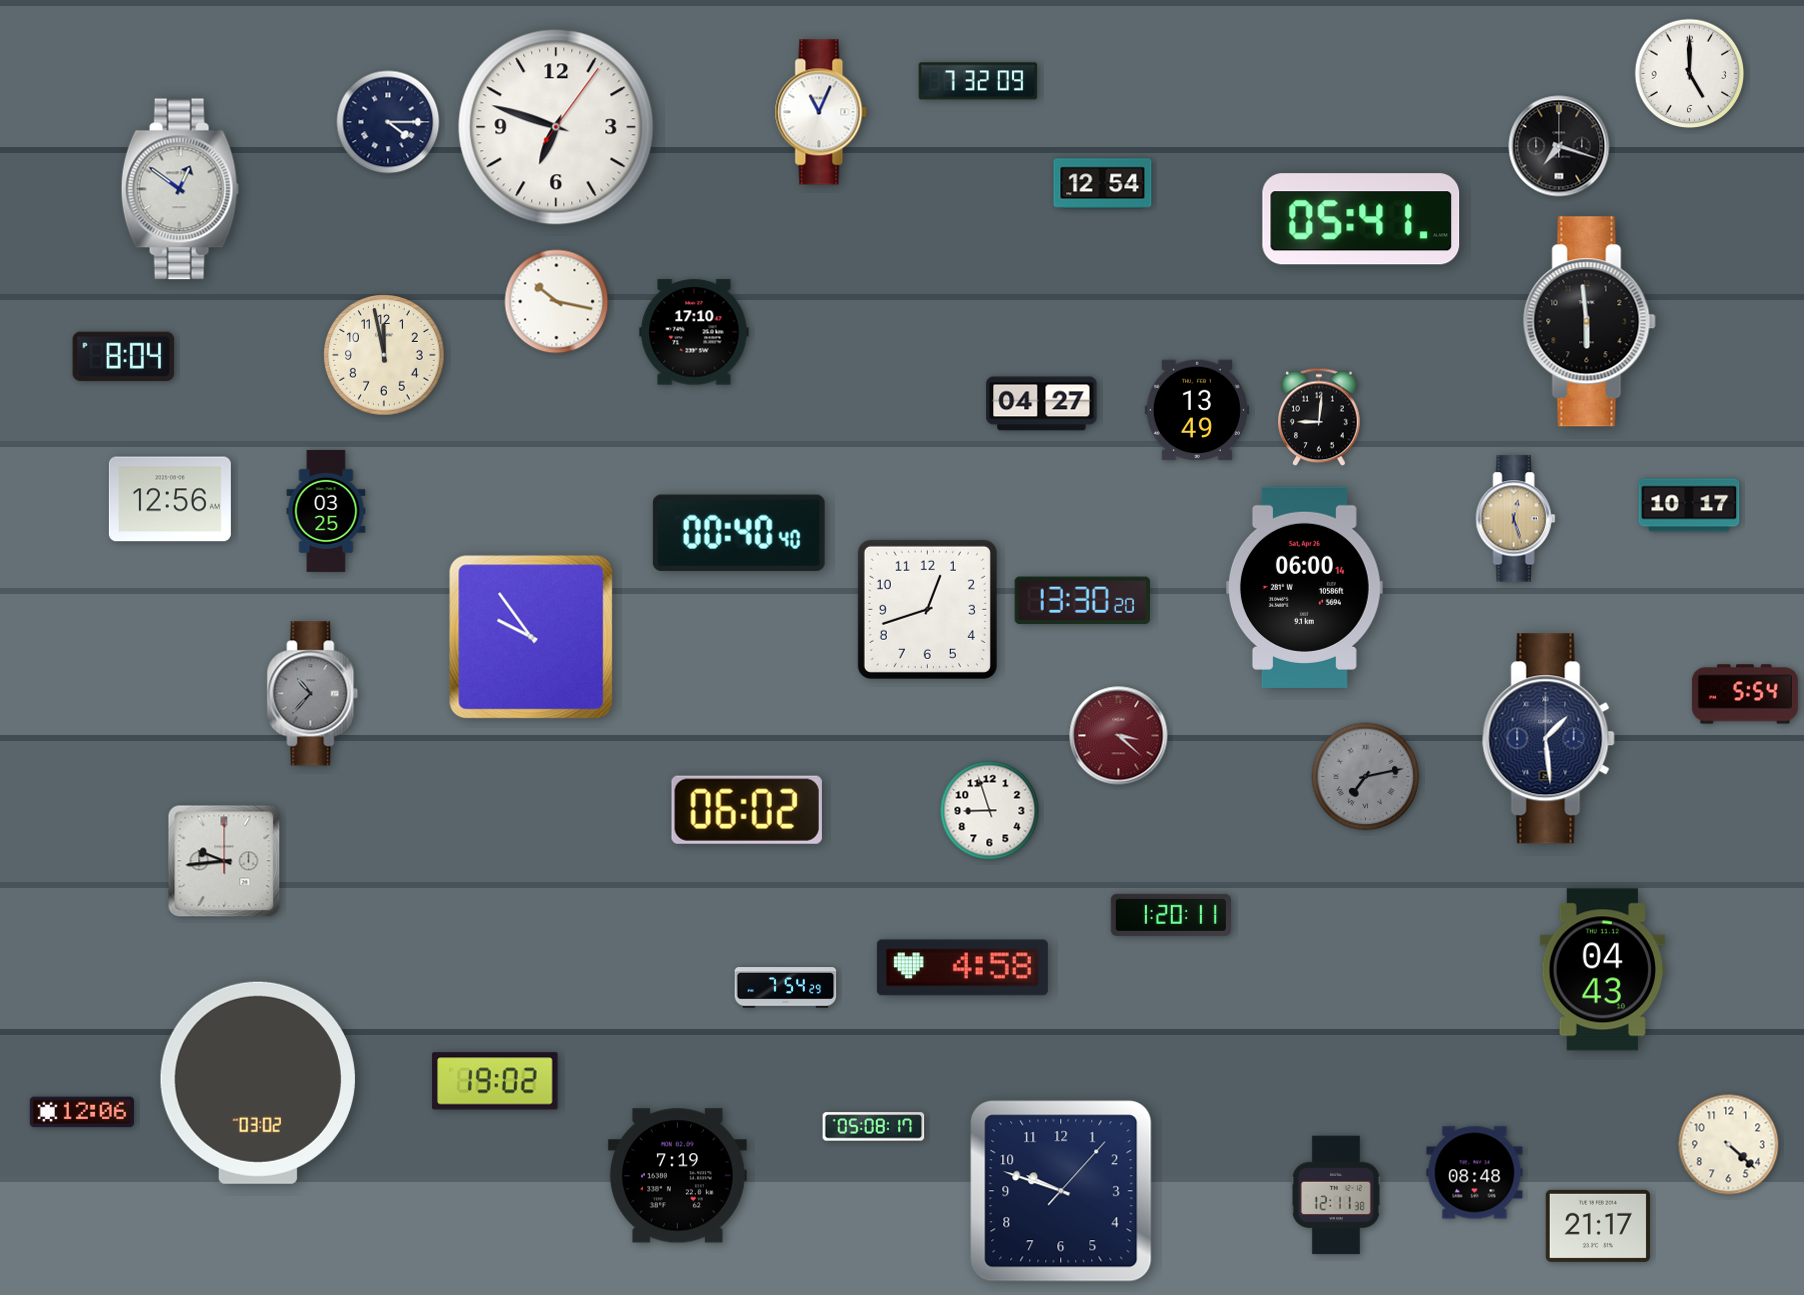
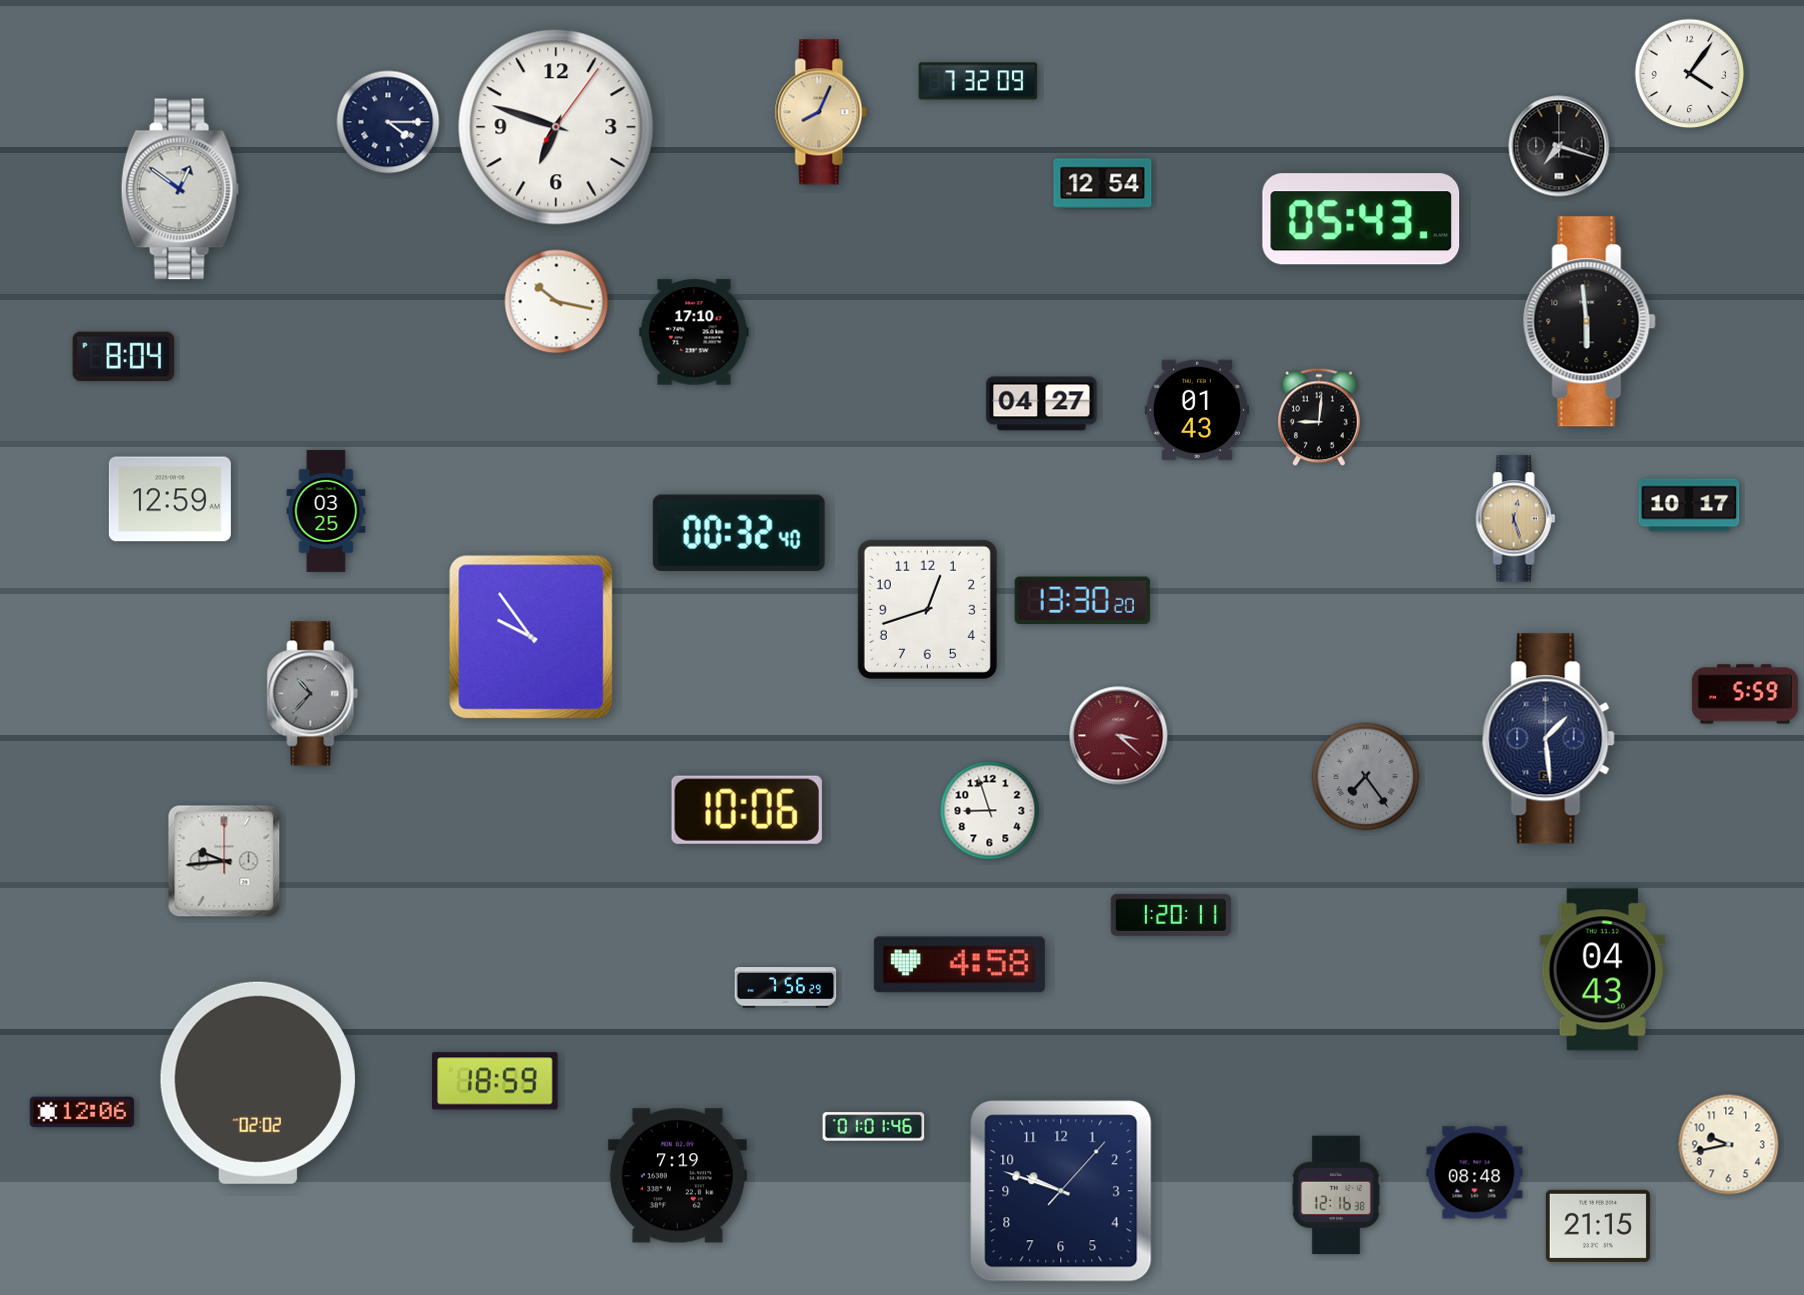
clock at (1690, 74): 5:00 -> 4:06
clock at (821, 112): 11:04 -> 8:04
clock at (821, 112) dial: white -> champagne
clock at (1361, 219): 05:41 -> 05:43
clock at (384, 355): 11:58 -> none
clock at (1197, 410): 13:49 -> 01:43
clock at (170, 499): 12:56 -> 12:59
clock at (739, 533): 00:40 -> 00:32
clock at (1304, 587): 06:00 -> none
clock at (1745, 694): 5:54 -> 5:59
clock at (1366, 777): 7:13 -> 7:24
clock at (747, 810): 06:02 -> 10:06
clock at (962, 968) position: (962, 968) -> (959, 965)
clock at (786, 988): 7:54 -> 7:56
clock at (495, 1081): 19:02 -> 18:59
clock at (258, 1083): 03:02 -> 02:02
clock at (874, 1127): 05:08 -> 01:01
clock at (1729, 1145): 4:22 -> 9:43
clock at (1336, 1195): 12:11 -> 12:16
clock at (1598, 1226): 21:17 -> 21:15
